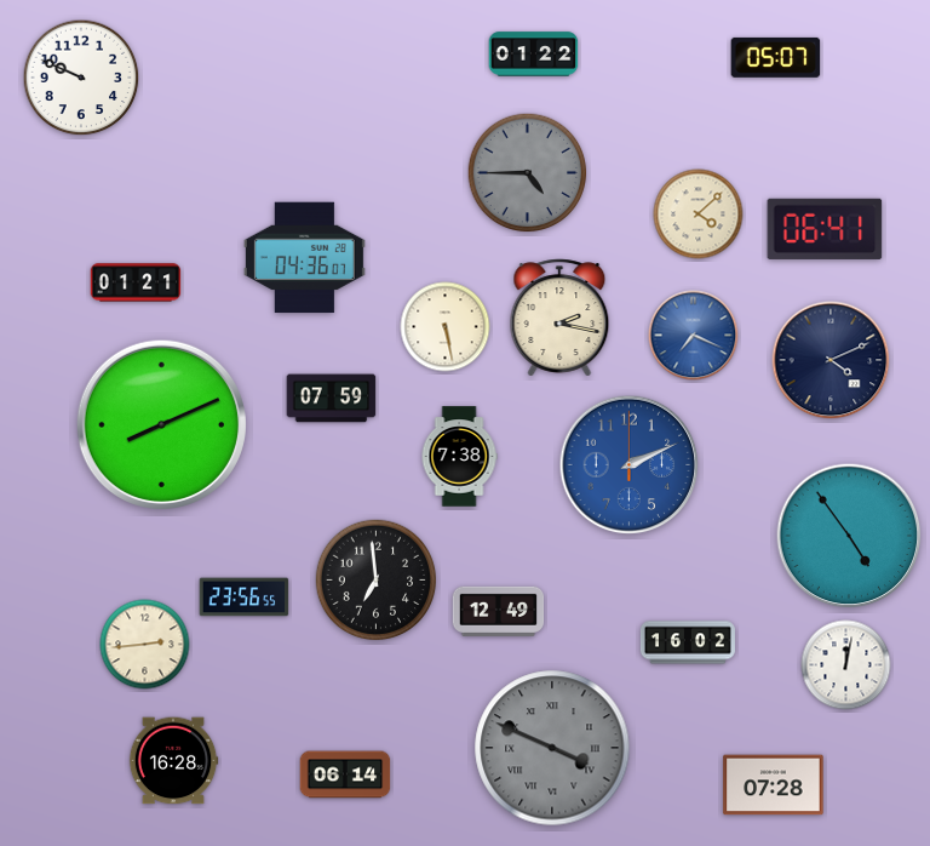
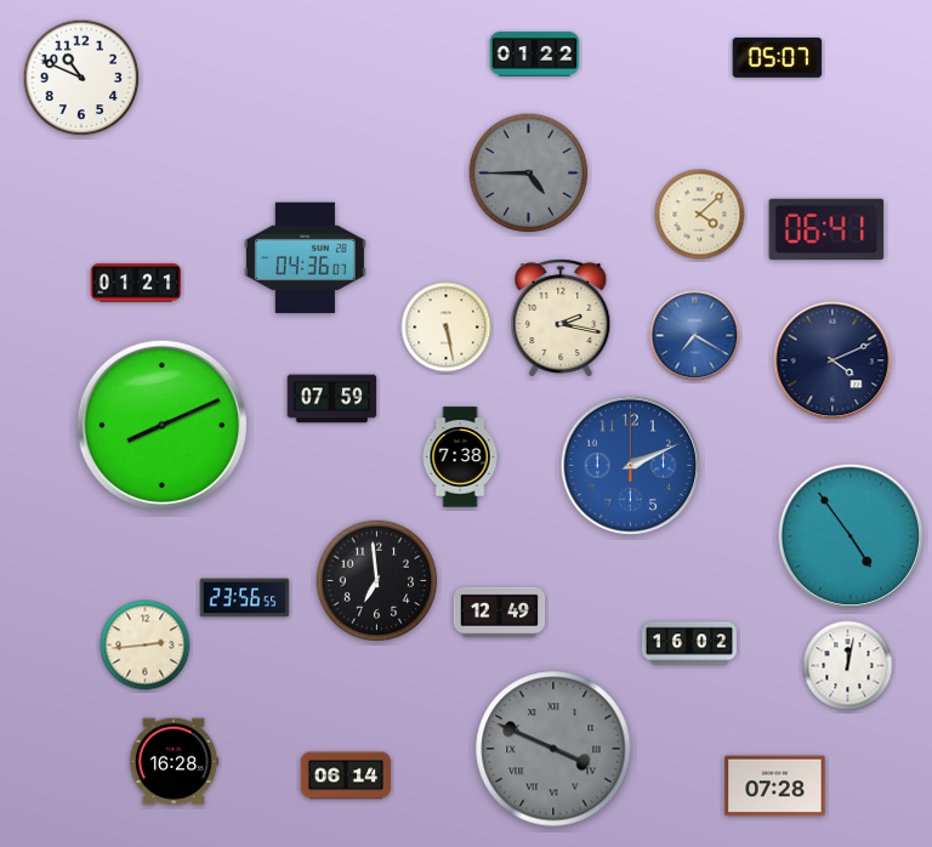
clock at (81, 78): 9:49 -> 10:49
clock at (694, 336): 7:19 -> 7:20
